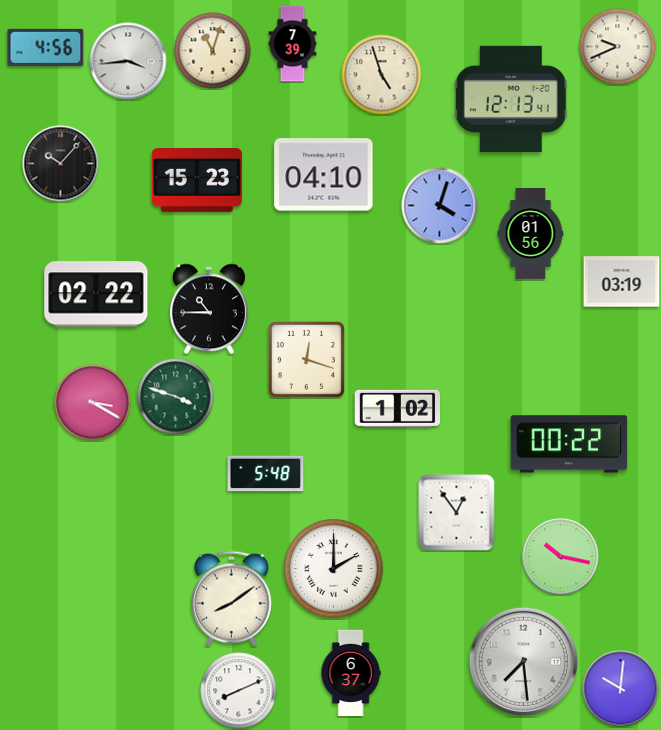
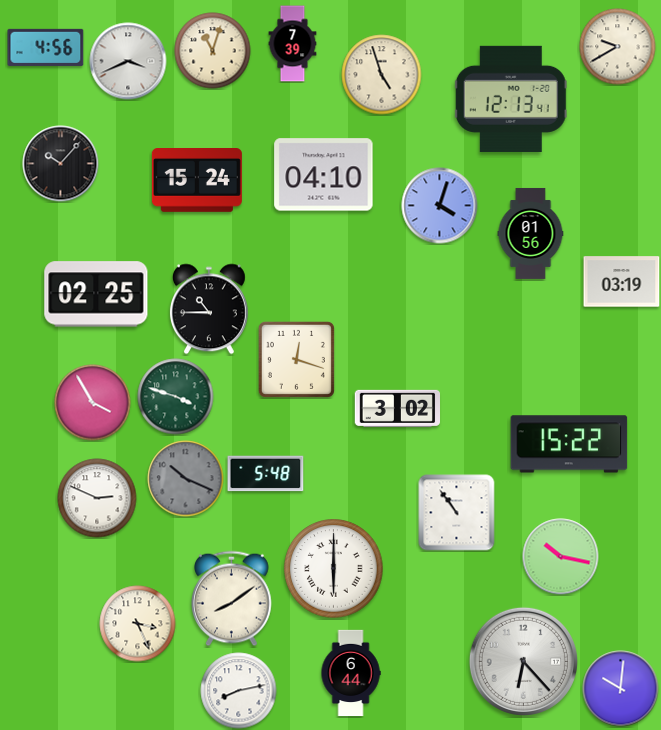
clock at (618, 47): 9:41 -> 9:40
clock at (128, 61): 3:44 -> 3:41
clock at (197, 181): 15:23 -> 15:24
clock at (96, 294): 02:22 -> 02:25
clock at (306, 359) position: (306, 359) -> (296, 359)
clock at (93, 403): 3:20 -> 3:55
clock at (397, 408): 1:02 -> 3:02
clock at (569, 444): 00:22 -> 15:22
clock at (186, 479): none -> 10:19
clock at (97, 498): none -> 2:49
clock at (457, 513): 12:54 -> 10:54
clock at (334, 569): 2:00 -> 6:00
clock at (138, 624): none -> 3:26
clock at (523, 661): 7:29 -> 6:23
clock at (351, 673): 6:37 -> 6:44
clock at (239, 691): 8:11 -> 8:13
